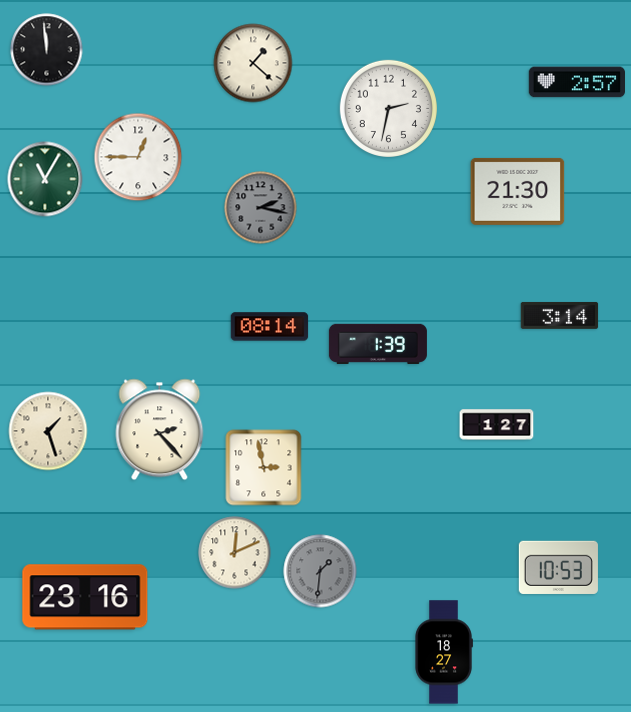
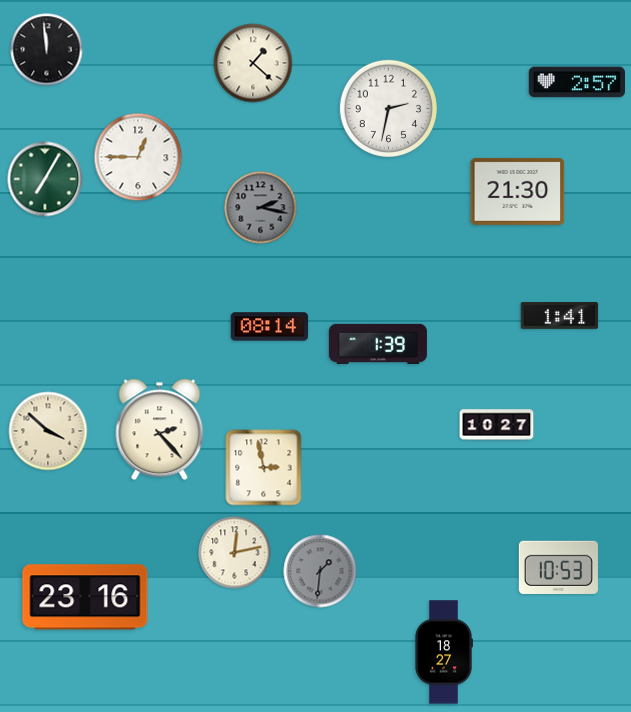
clock at (45, 179): 11:05 -> 7:05
clock at (560, 315): 3:14 -> 1:41
clock at (497, 425): 1:27 -> 10:27
clock at (48, 431): 1:27 -> 3:52
clock at (235, 553): 12:11 -> 12:13
